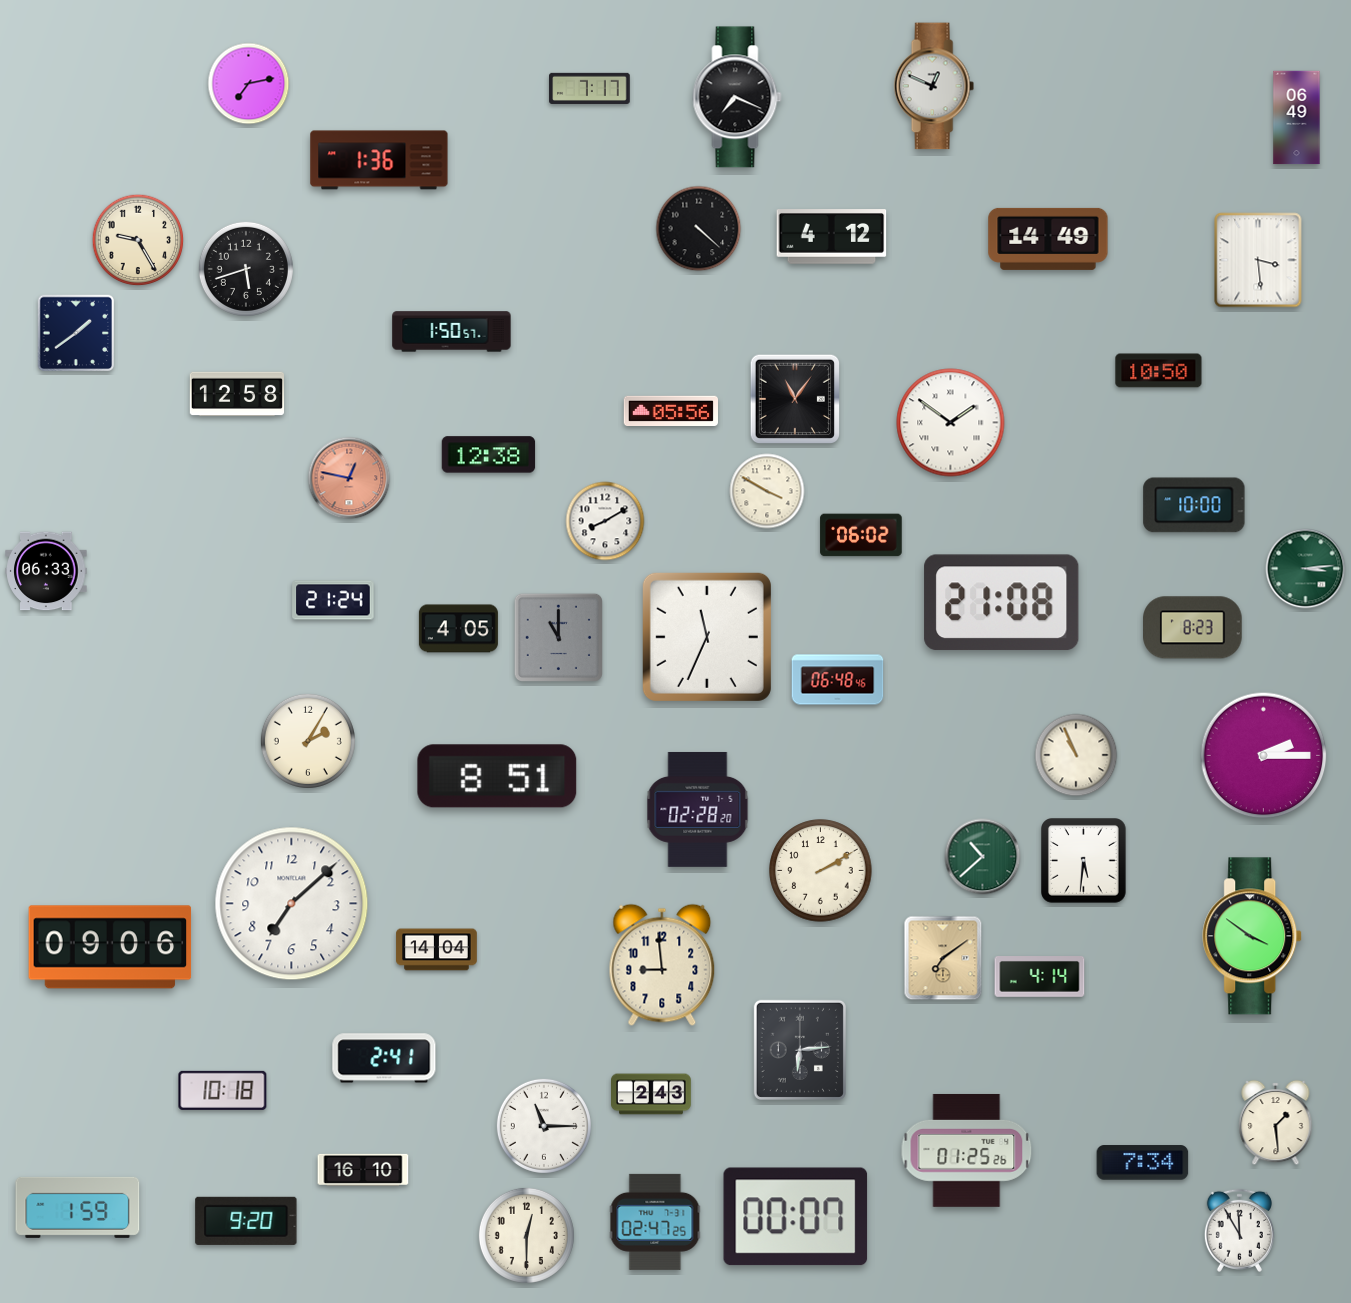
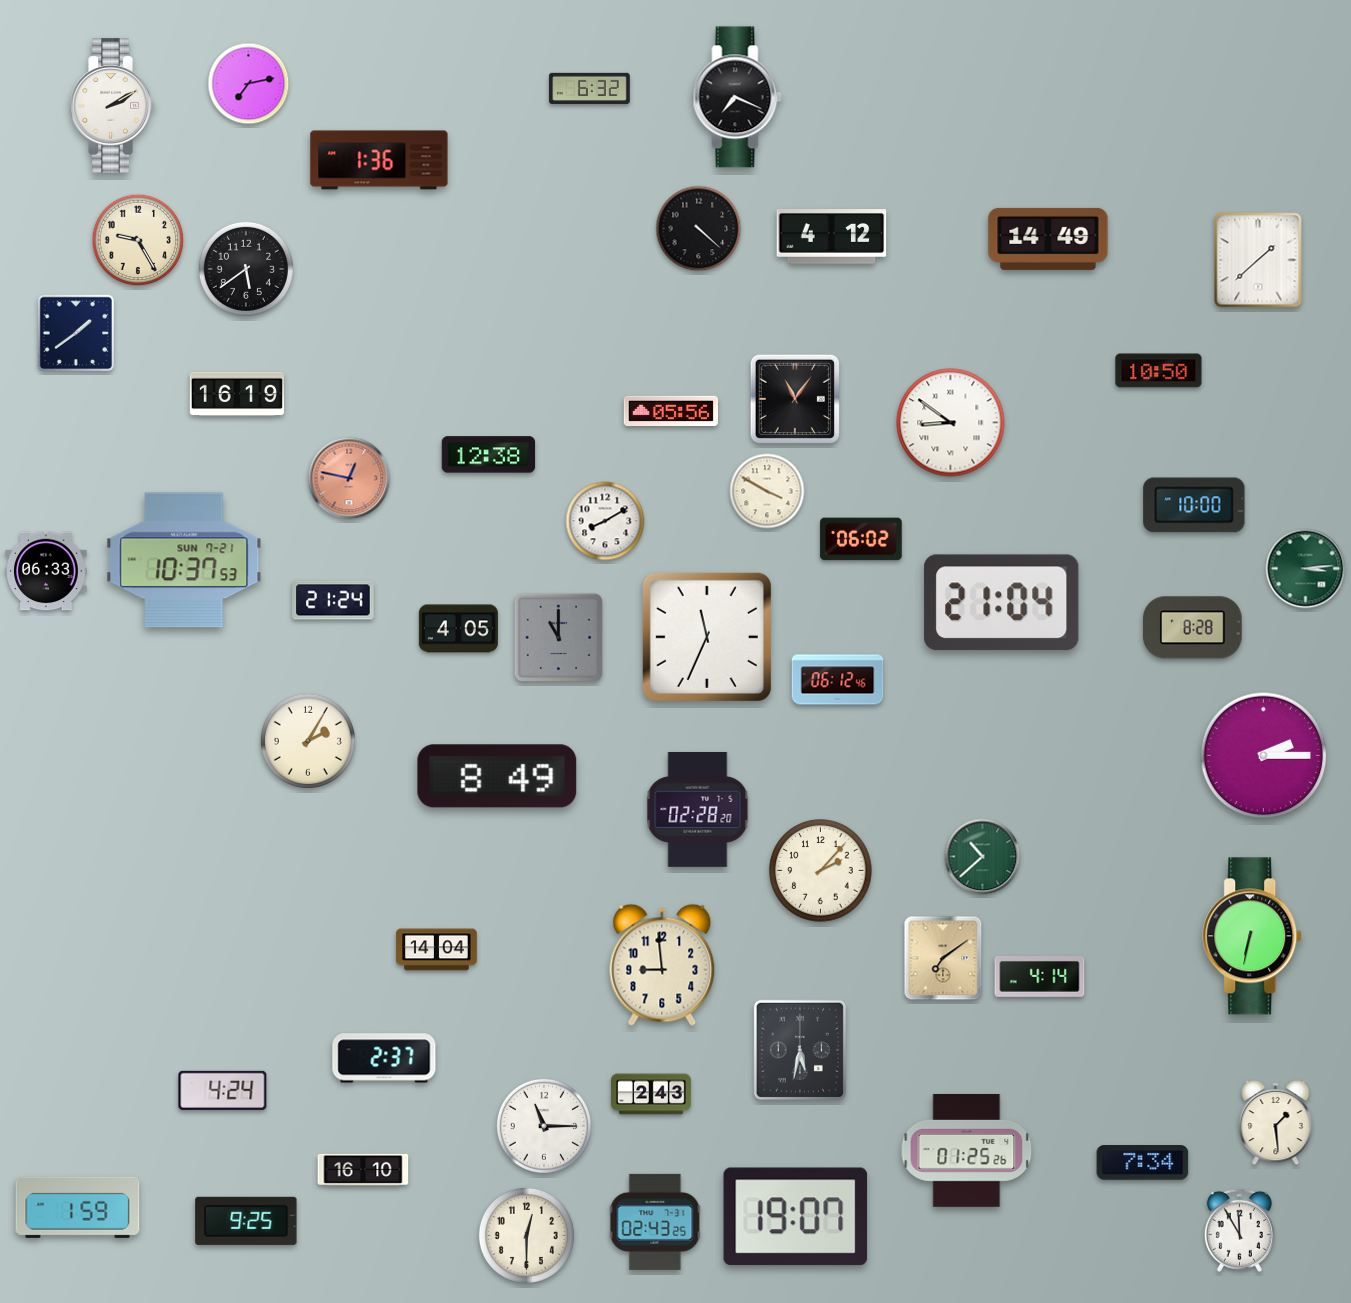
clock at (934, 86): 12:49 -> none
clock at (590, 88): 7:17 -> 6:32
clock at (112, 106): none -> 2:10
clock at (1297, 118): 06:49 -> none
clock at (1258, 260): 3:29 -> 1:38
clock at (246, 269): 5:42 -> 5:39
clock at (452, 332): 1:50 -> none
clock at (237, 394): 12:58 -> 16:19
clock at (951, 423): 1:51 -> 8:51
clock at (861, 535) position: (861, 535) -> (861, 539)
clock at (184, 560): none -> 10:37
clock at (1002, 603): 21:08 -> 21:04
clock at (1193, 628): 8:23 -> 8:28
clock at (838, 680): 06:48 -> 06:12
clock at (1076, 755): 10:56 -> none
clock at (497, 776): 8:51 -> 8:49
clock at (1084, 861): 5:31 -> none
clock at (821, 871): 2:10 -> 2:07
clock at (292, 904): 7:08 -> none
clock at (1253, 936): 3:51 -> 6:32
clock at (110, 947): 09:06 -> none
clock at (800, 1050): 6:14 -> 5:32
clock at (384, 1058): 2:41 -> 2:37
clock at (223, 1090): 10:18 -> 4:24
clock at (796, 1217): 00:07 -> 19:07
clock at (246, 1221): 9:20 -> 9:25
clock at (655, 1222): 02:47 -> 02:43
